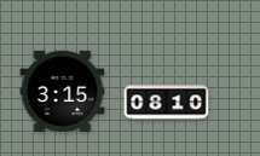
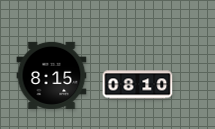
clock at (63, 91): 3:15 -> 8:15
